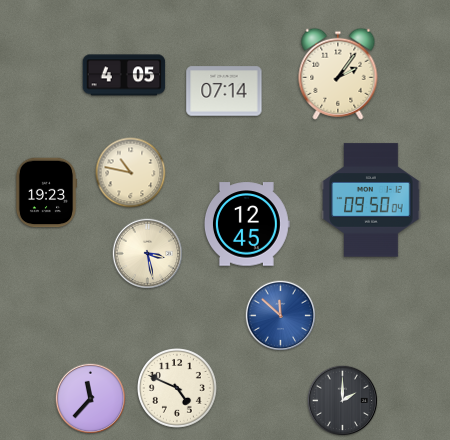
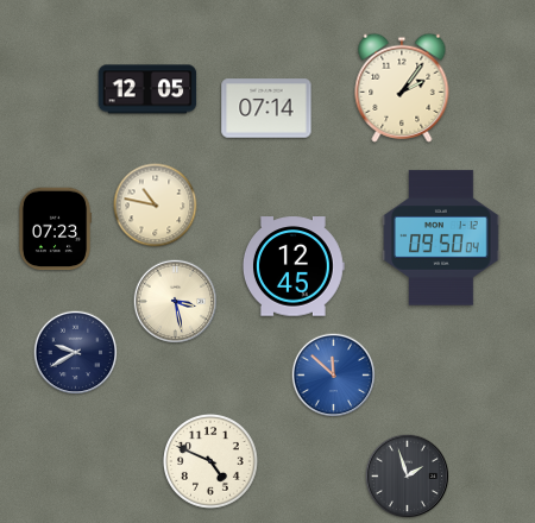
clock at (124, 75): 4:05 -> 12:05
clock at (46, 193): 19:23 -> 07:23
clock at (76, 353): none -> 9:40
clock at (91, 399): 11:37 -> none
clock at (343, 401): 2:00 -> 1:57
